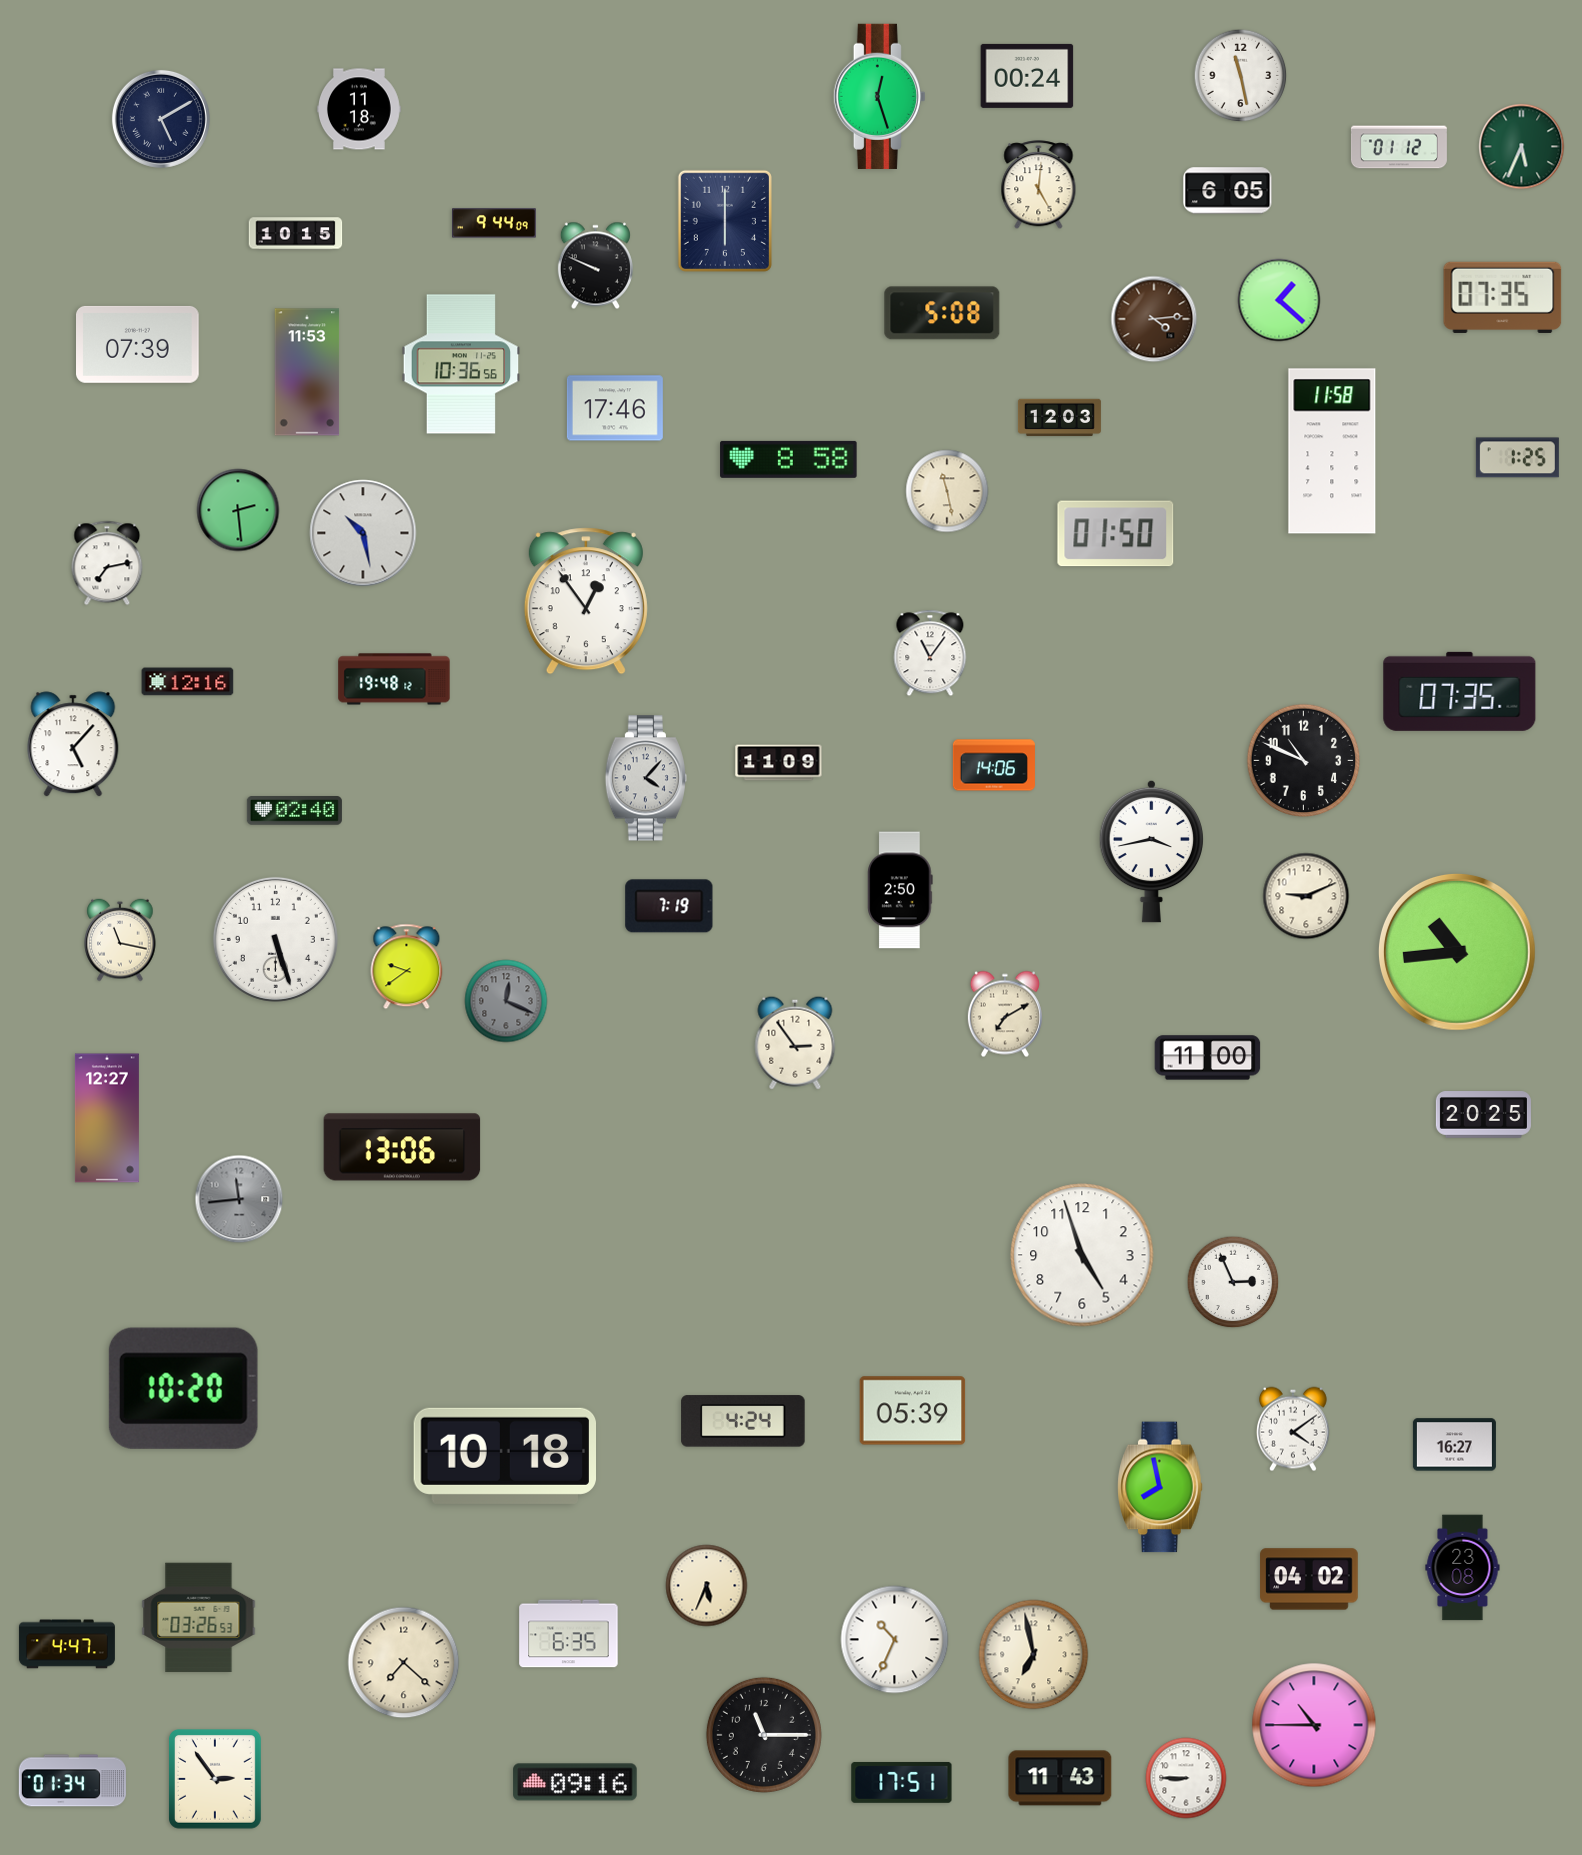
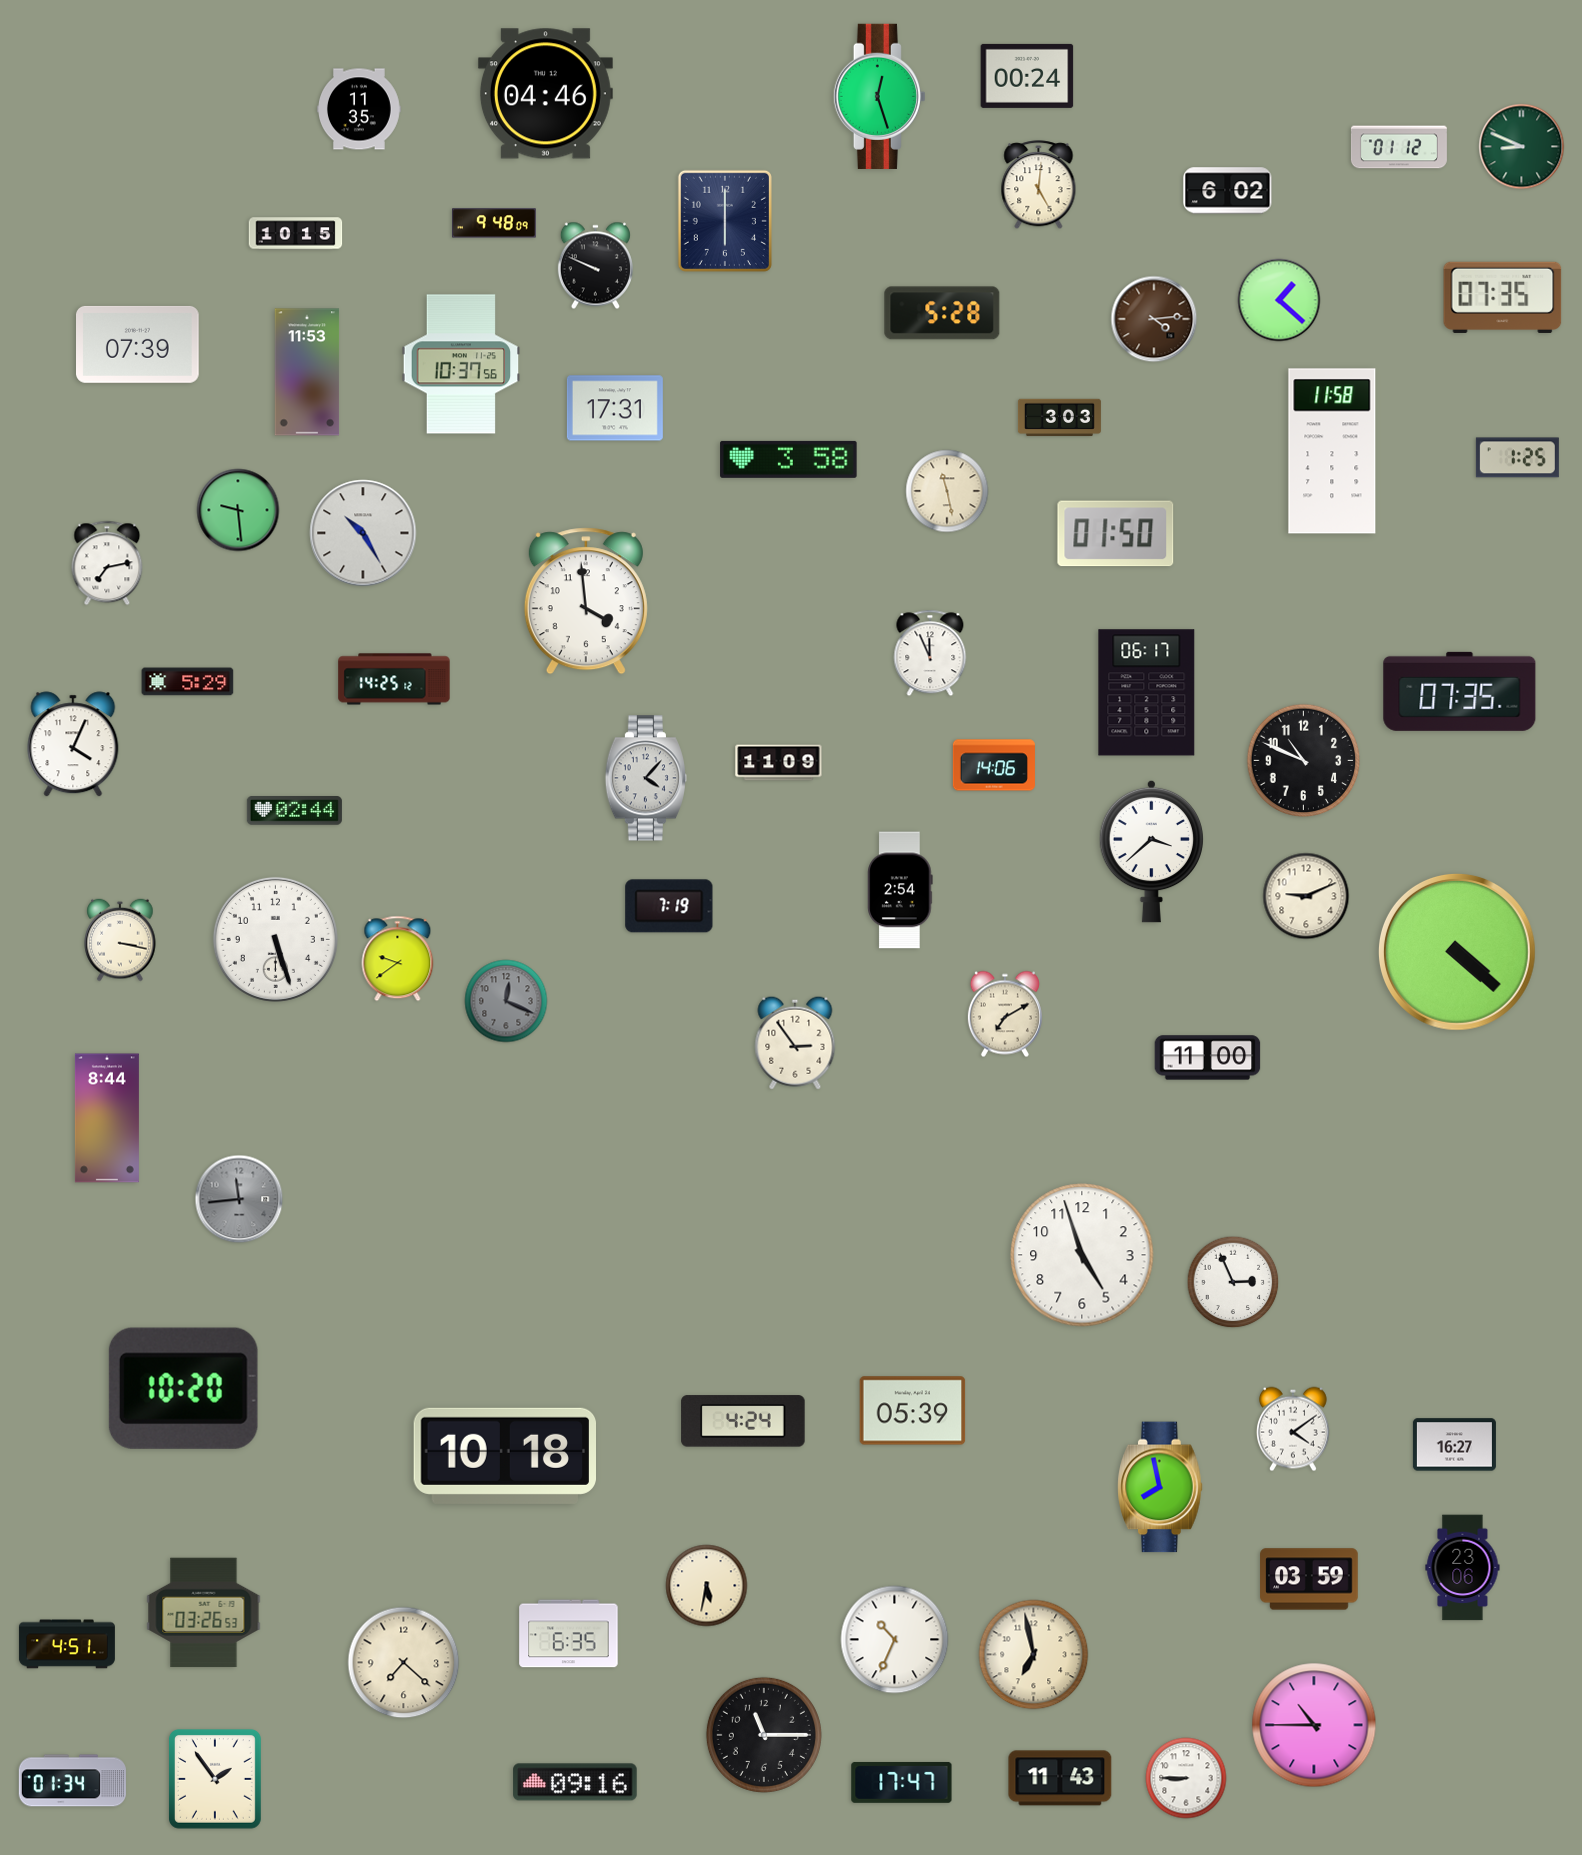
clock at (1241, 76): 11:28 -> none
clock at (545, 94): none -> 04:46
clock at (360, 109): 11:18 -> 11:35
clock at (161, 119): 5:10 -> none
clock at (1522, 147): 5:34 -> 8:49
clock at (1228, 191): 6:05 -> 6:02
clock at (495, 223): 9:44 -> 9:48
clock at (942, 313): 5:08 -> 5:28
clock at (461, 364): 10:36 -> 10:37
clock at (615, 408): 17:46 -> 17:31
clock at (1059, 418): 12:03 -> 3:03
clock at (789, 459): 8:58 -> 3:58
clock at (238, 510): 2:29 -> 9:29
clock at (363, 533): 10:28 -> 10:25
clock at (586, 601): 12:54 -> 3:59
clock at (930, 653): 11:06 -> 11:56
clock at (394, 679): 19:48 -> 14:25
clock at (188, 682): 12:16 -> 5:29
clock at (1147, 693): none -> 06:17
clock at (73, 744): 5:07 -> 4:04
clock at (294, 811): 02:40 -> 02:44
clock at (1152, 851): 3:43 -> 3:38
clock at (900, 890): 2:50 -> 2:54
clock at (120, 940): 11:17 -> 3:17
clock at (1457, 952): 10:44 -> 4:22
clock at (407, 967) position: (407, 967) -> (398, 959)
clock at (1483, 1115): 20:25 -> none
clock at (107, 1118): 12:27 -> 8:44
clock at (402, 1147): 13:06 -> none
clock at (1463, 1568): 23:08 -> 23:06
clock at (1309, 1579): 04:02 -> 03:59
clock at (707, 1586): 5:34 -> 5:32
clock at (199, 1618) position: (199, 1618) -> (204, 1613)
clock at (67, 1644): 4:47 -> 4:51
clock at (215, 1780): 2:54 -> 1:54
clock at (902, 1782): 17:51 -> 17:47
